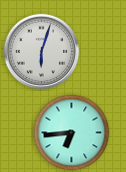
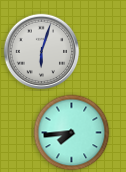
clock at (72, 133): 6:44 -> 7:44
